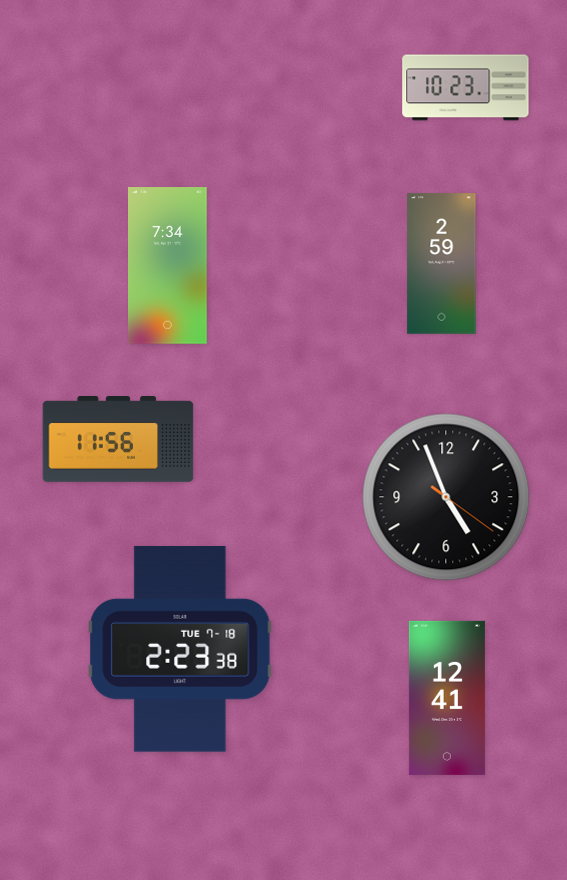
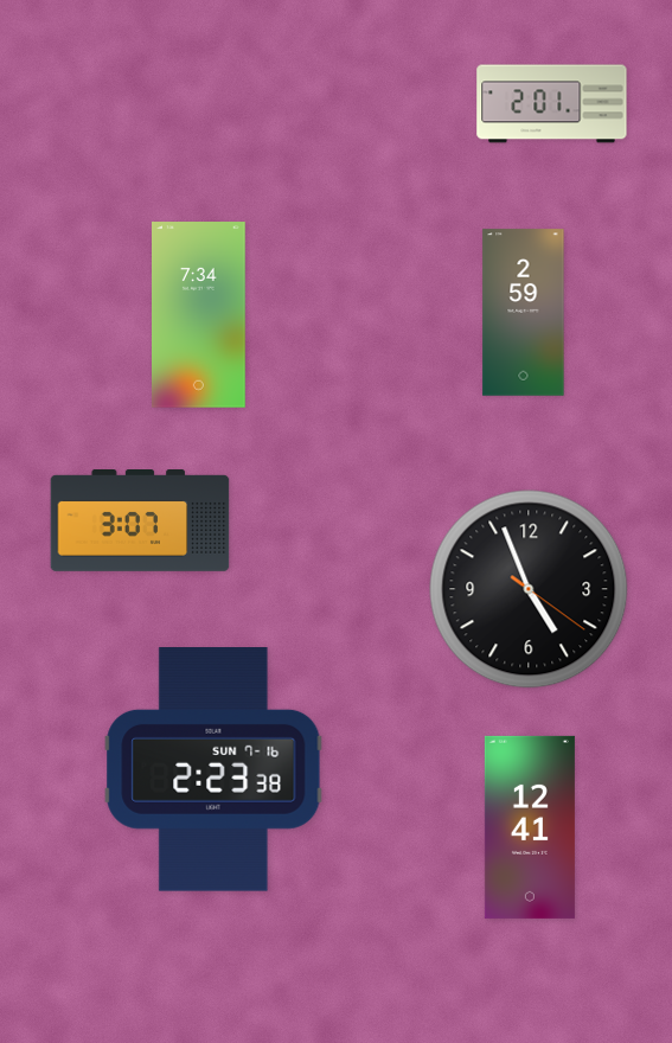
clock at (466, 88): 10:23 -> 2:01
clock at (118, 440): 11:56 -> 3:07
clock at (180, 650) date: TUE 7-18 -> SUN 7-16
